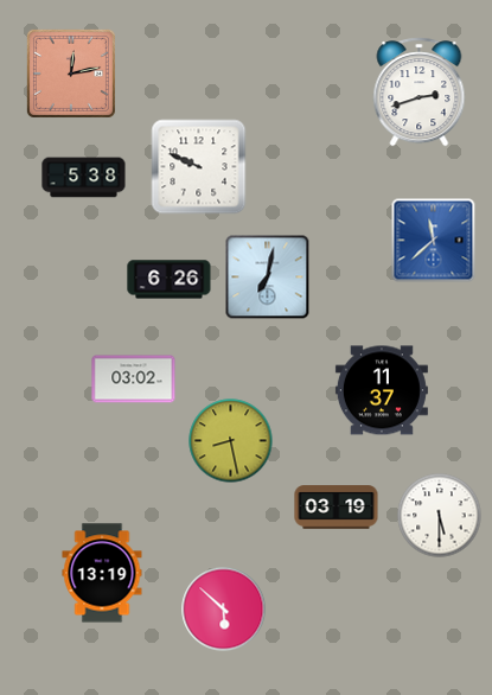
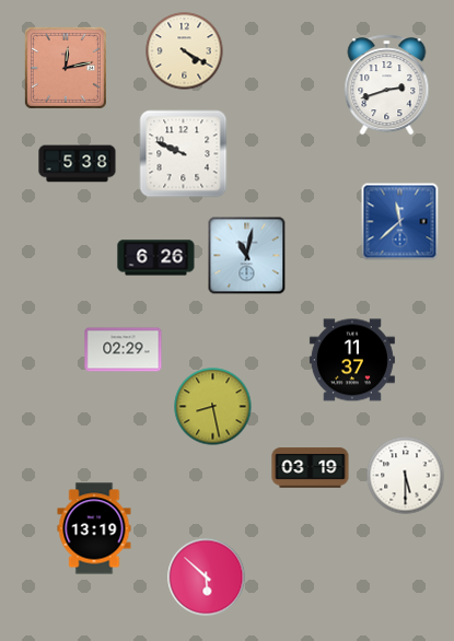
clock at (185, 51): none -> 4:20
clock at (268, 278): 7:02 -> 11:02
clock at (134, 380): 03:02 -> 02:29
clock at (224, 610) position: (224, 610) -> (207, 578)
